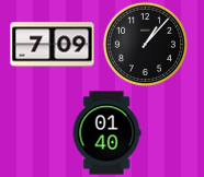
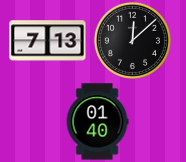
clock at (145, 44): 1:07 -> 12:08
clock at (53, 45): 7:09 -> 7:13
